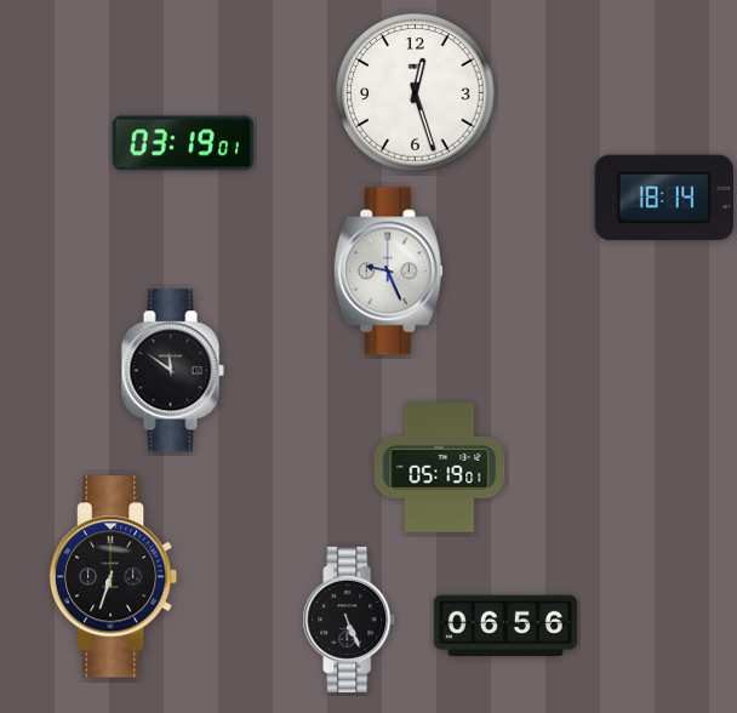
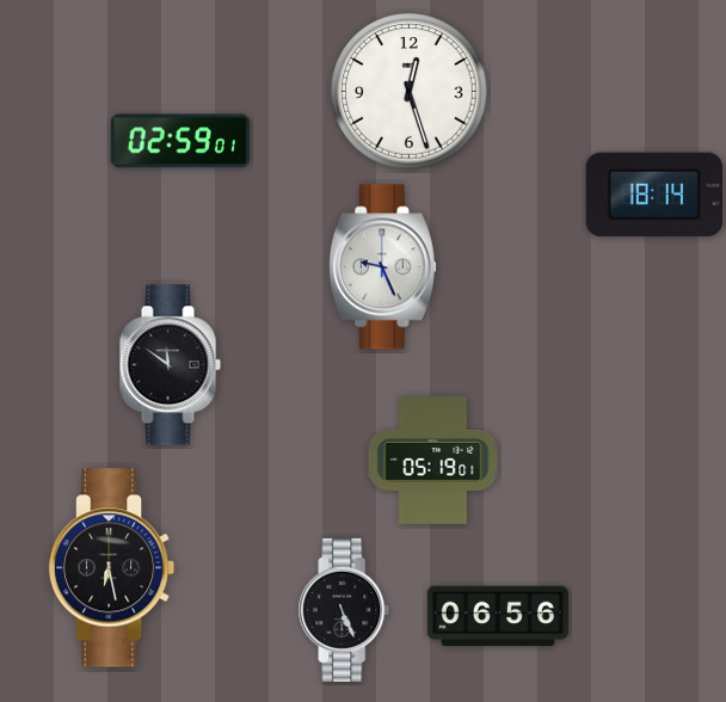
clock at (182, 143): 03:19 -> 02:59
clock at (114, 577): 6:33 -> 6:28
